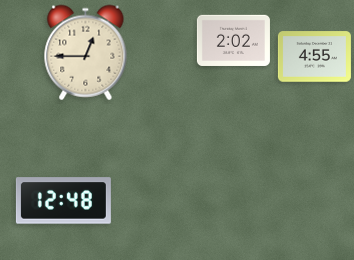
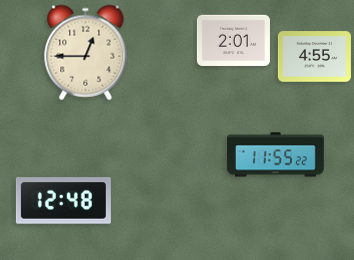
clock at (233, 40): 2:02 -> 2:01
clock at (276, 155): none -> 11:55
